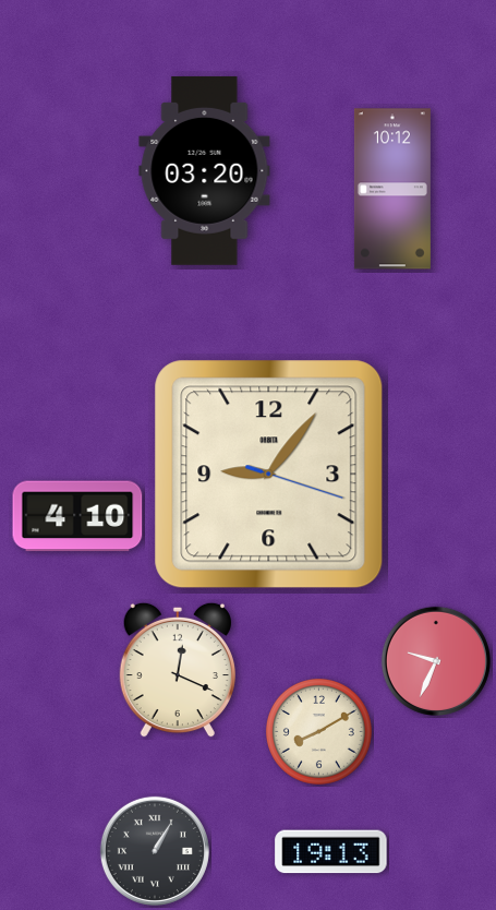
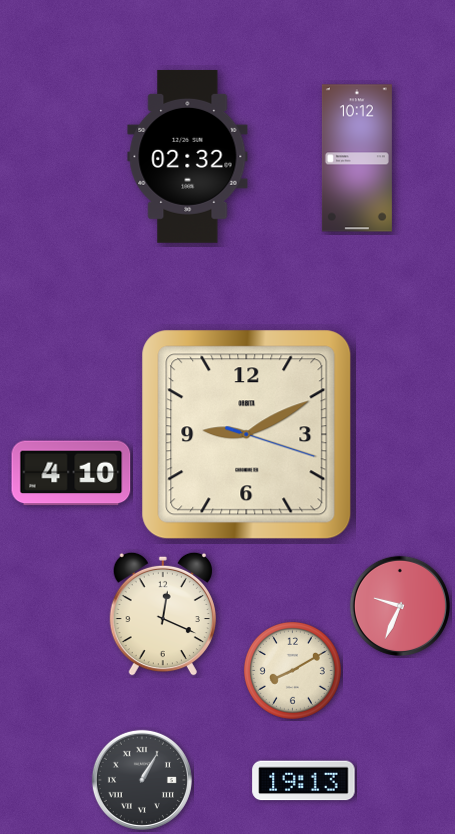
clock at (205, 170): 03:20 -> 02:32
clock at (392, 189) position: (392, 189) -> (357, 158)
clock at (269, 475): 9:06 -> 9:10
